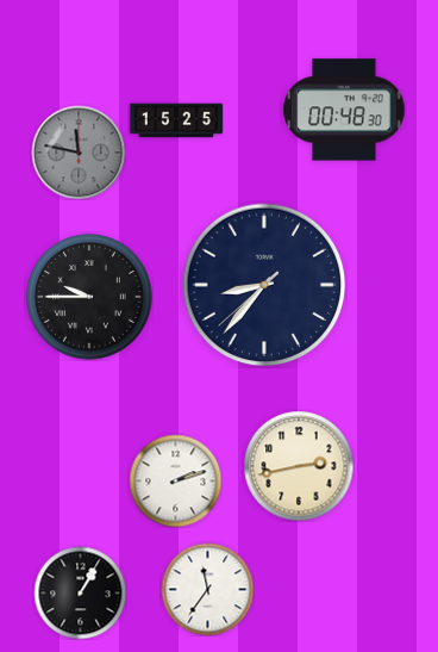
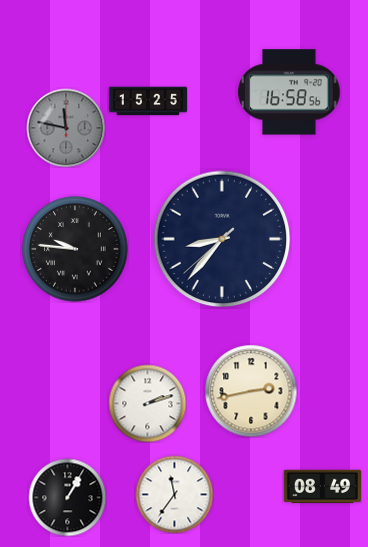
clock at (344, 110): 00:48 -> 16:58
clock at (89, 297): 9:45 -> 9:46
clock at (322, 487): none -> 08:49
